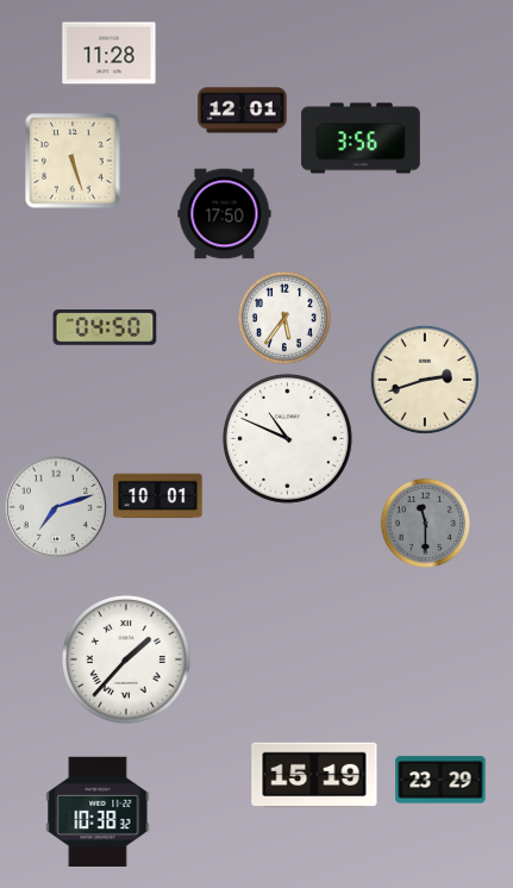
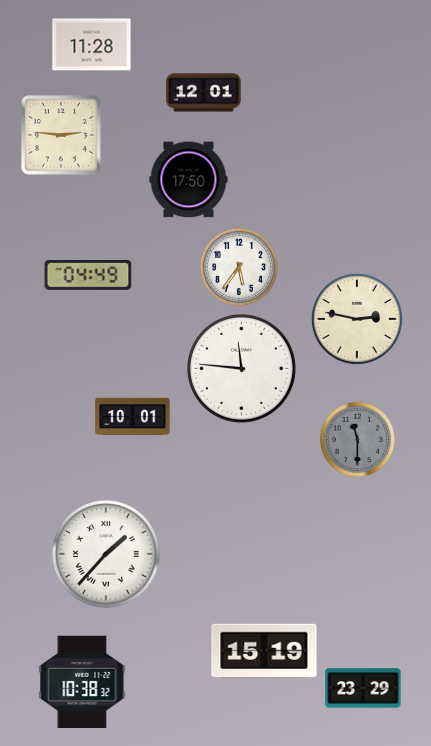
clock at (361, 138): 3:56 -> none
clock at (73, 161): 5:27 -> 2:46
clock at (105, 327): 04:50 -> 04:49
clock at (425, 380): 2:42 -> 2:47
clock at (287, 438): 10:49 -> 11:46
clock at (56, 507): 7:12 -> none
clock at (440, 780) position: (440, 780) -> (363, 688)
